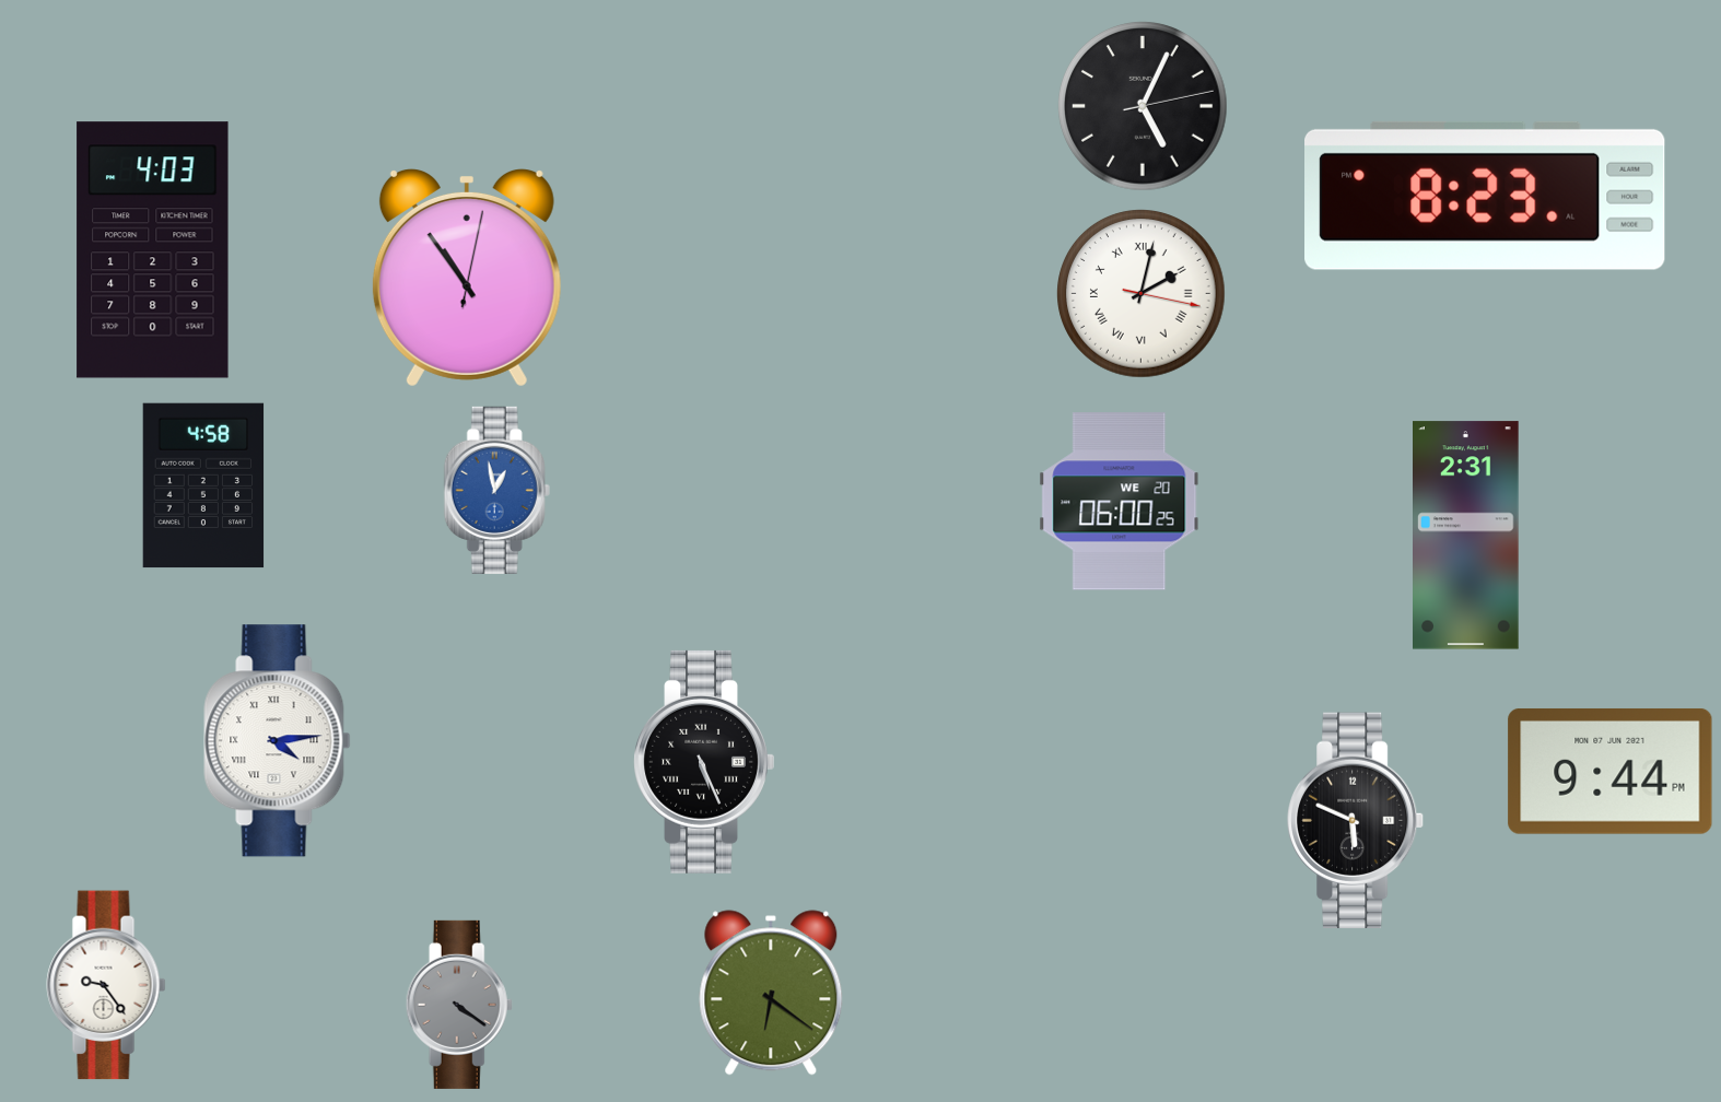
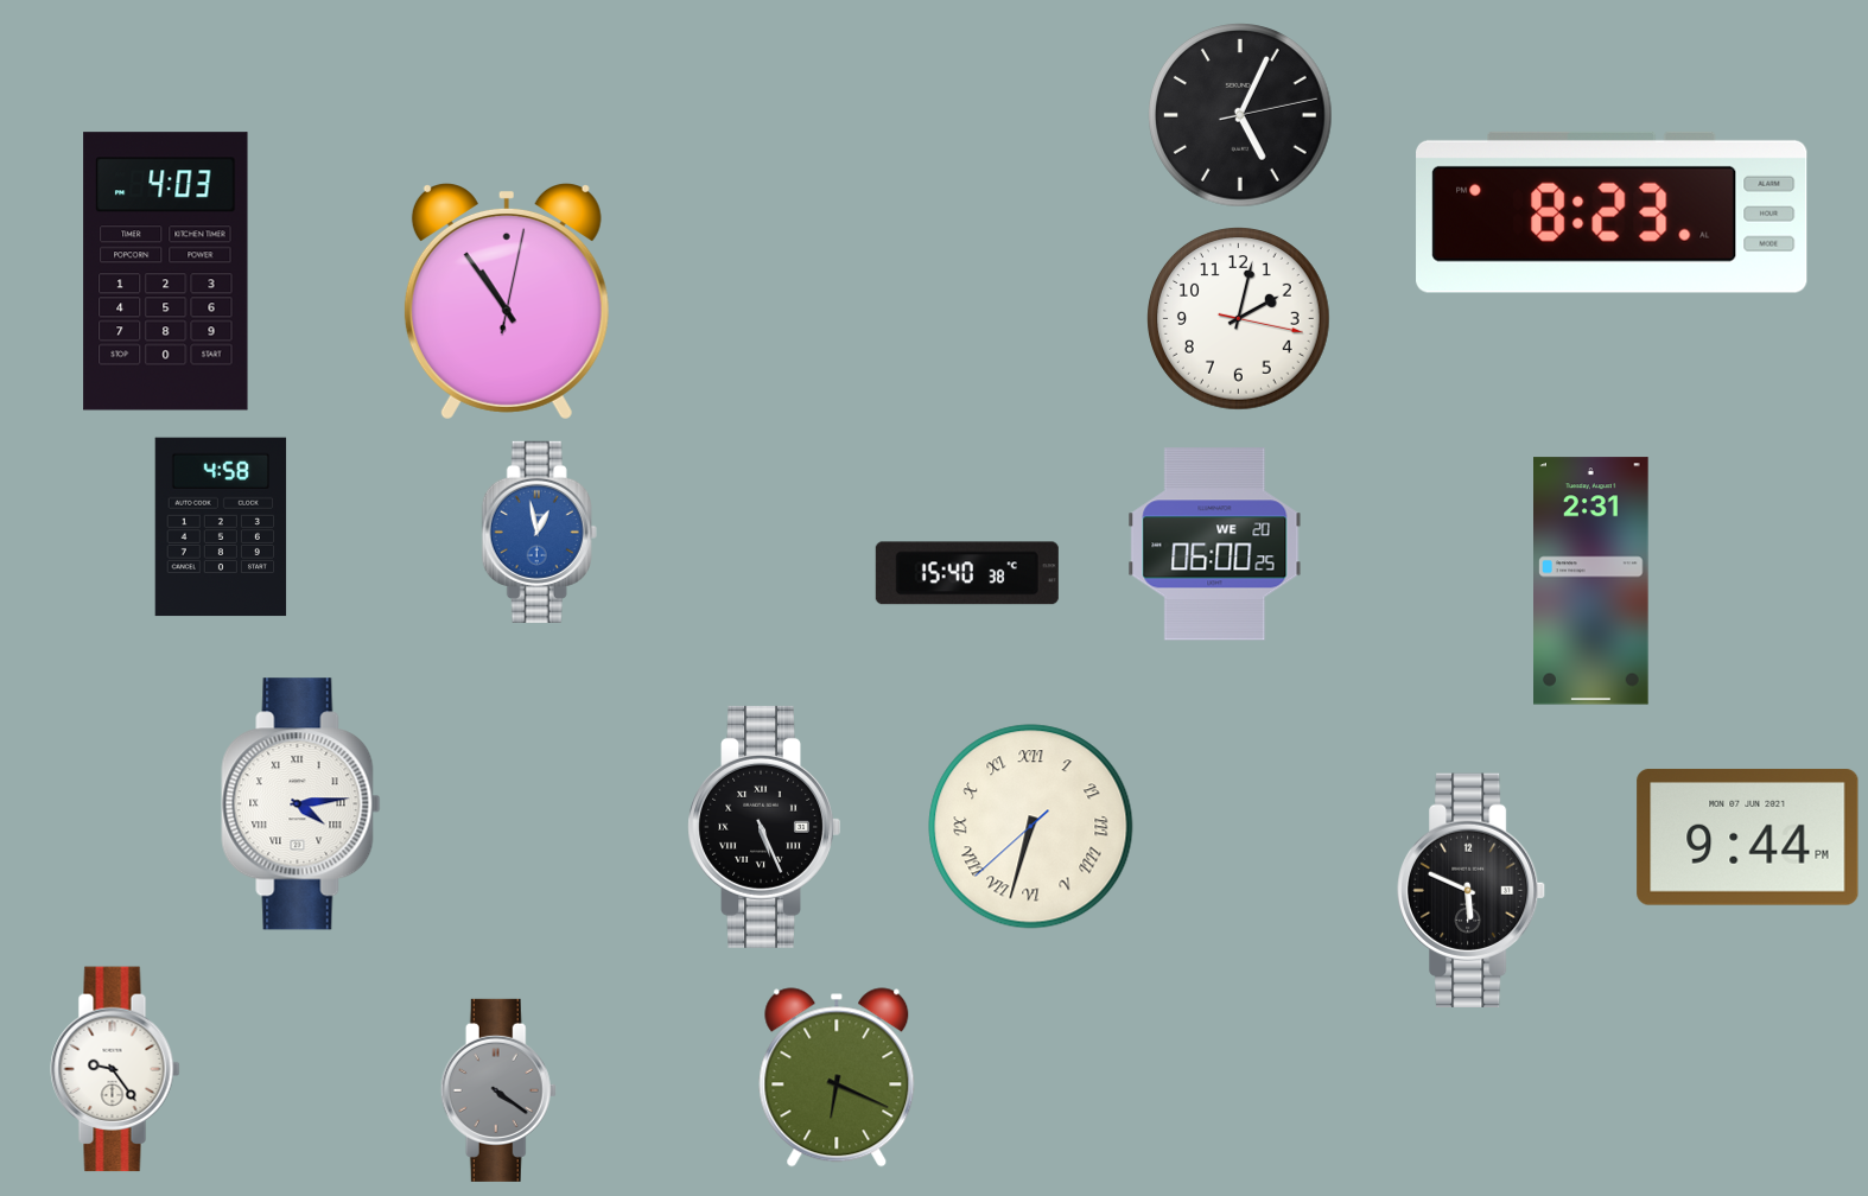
clock at (1142, 294) numerals: Roman -> Arabic
clock at (967, 573): none -> 15:40
clock at (1031, 827): none -> 6:32
clock at (771, 993): 6:21 -> 6:19
